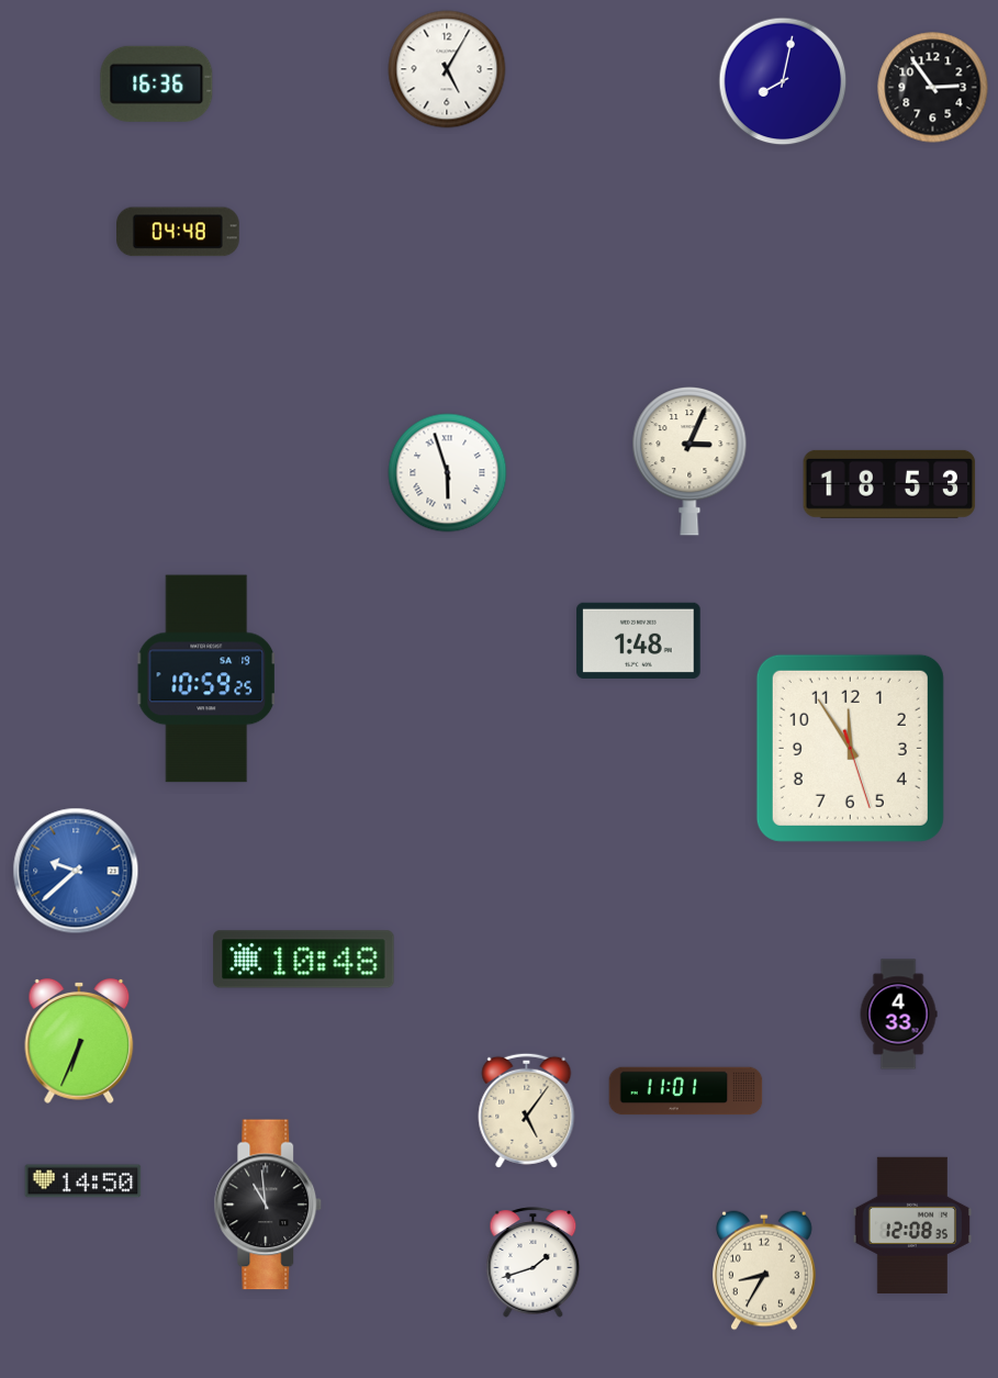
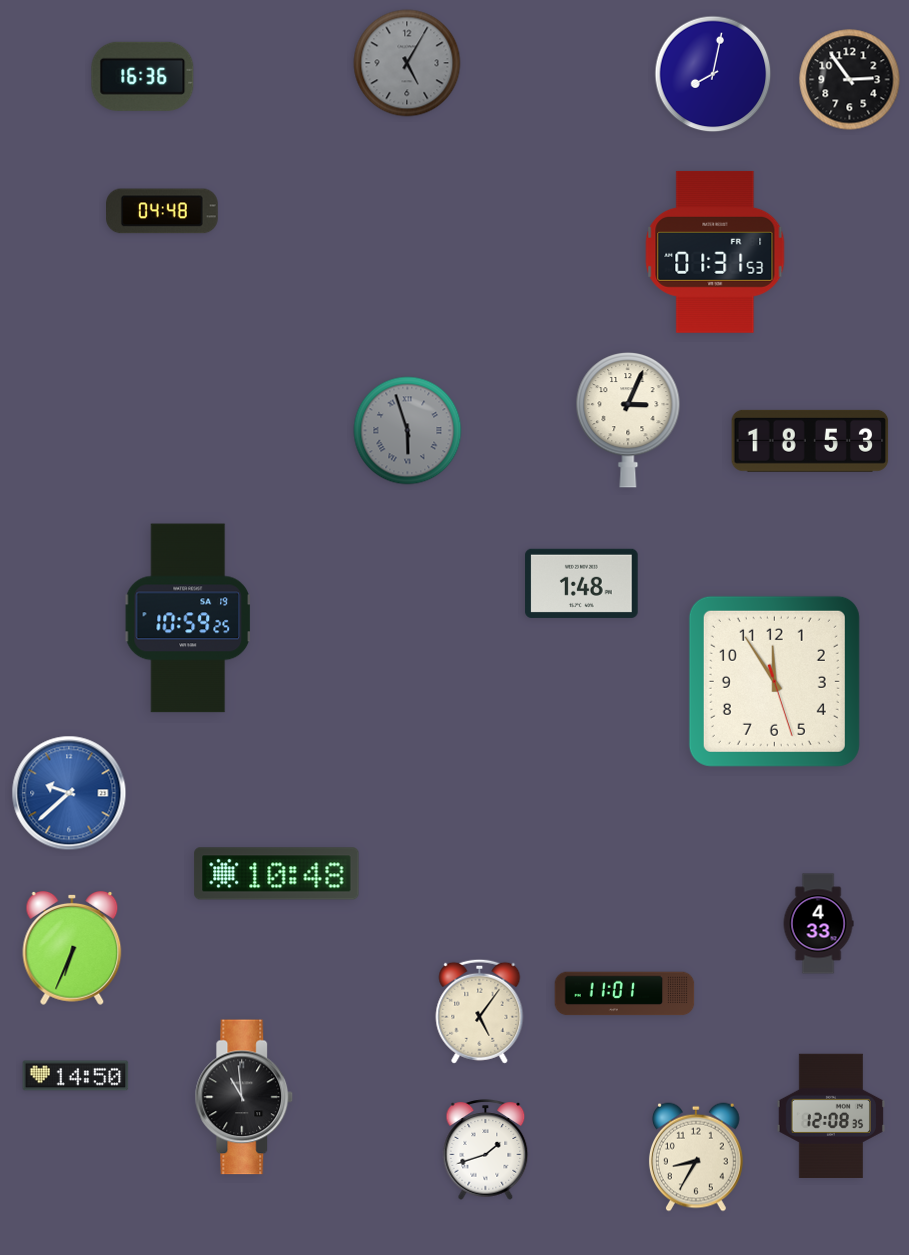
clock at (447, 69) dial: white -> grey
clock at (715, 252): none -> 01:31
clock at (448, 473) dial: white -> grey
